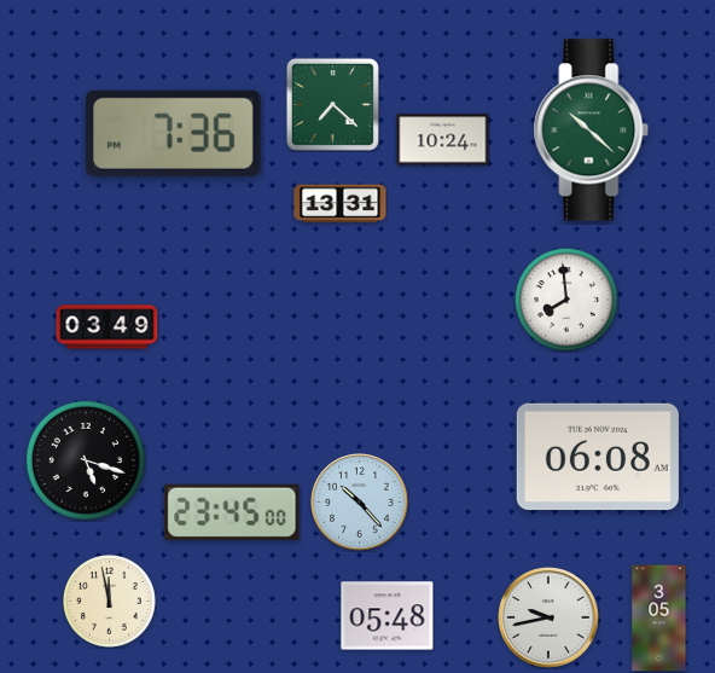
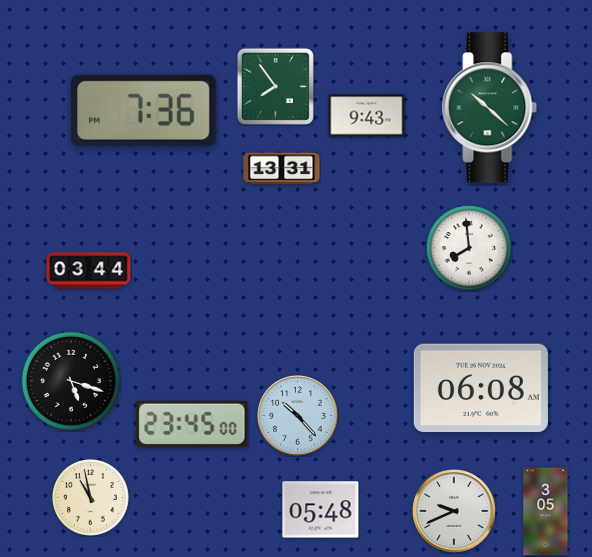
clock at (332, 104): 7:22 -> 7:54
clock at (443, 140): 10:24 -> 9:43
clock at (107, 327): 03:49 -> 03:44
clock at (598, 457) position: (598, 457) -> (481, 388)
clock at (110, 602): 11:58 -> 10:58
clock at (548, 617): 9:43 -> 9:41
